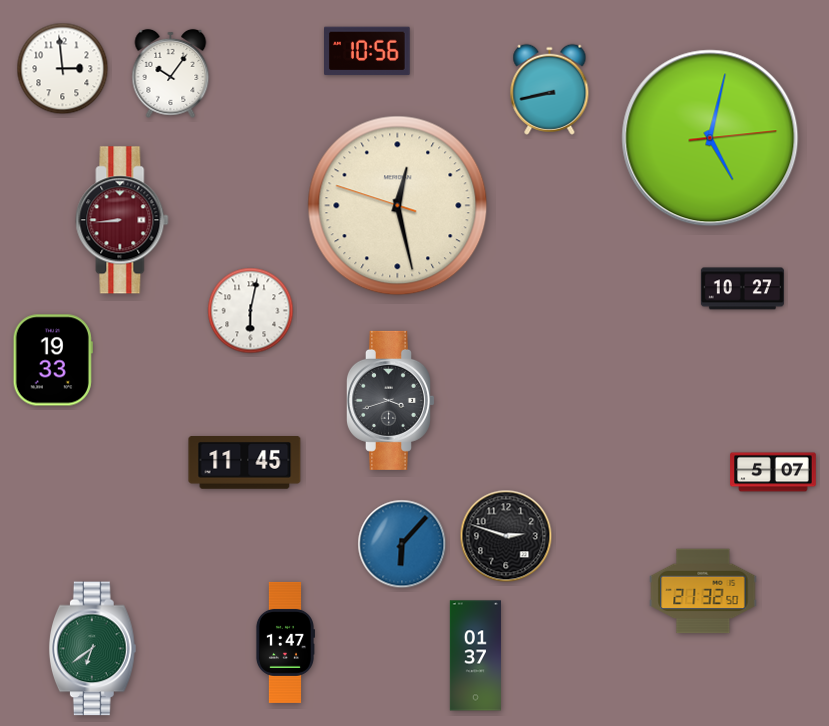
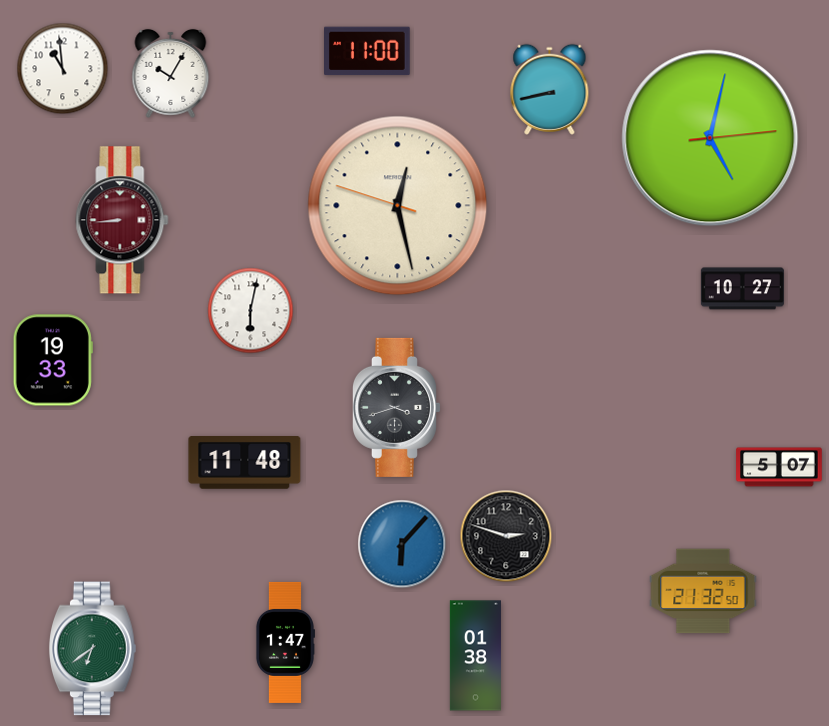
clock at (368, 51): 10:56 -> 11:00
clock at (63, 69): 2:59 -> 10:59
clock at (171, 73): 10:06 -> 10:05
clock at (390, 400) position: (390, 400) -> (396, 407)
clock at (245, 463): 11:45 -> 11:48
clock at (773, 472) position: (773, 472) -> (779, 467)
clock at (475, 656): 01:37 -> 01:38
